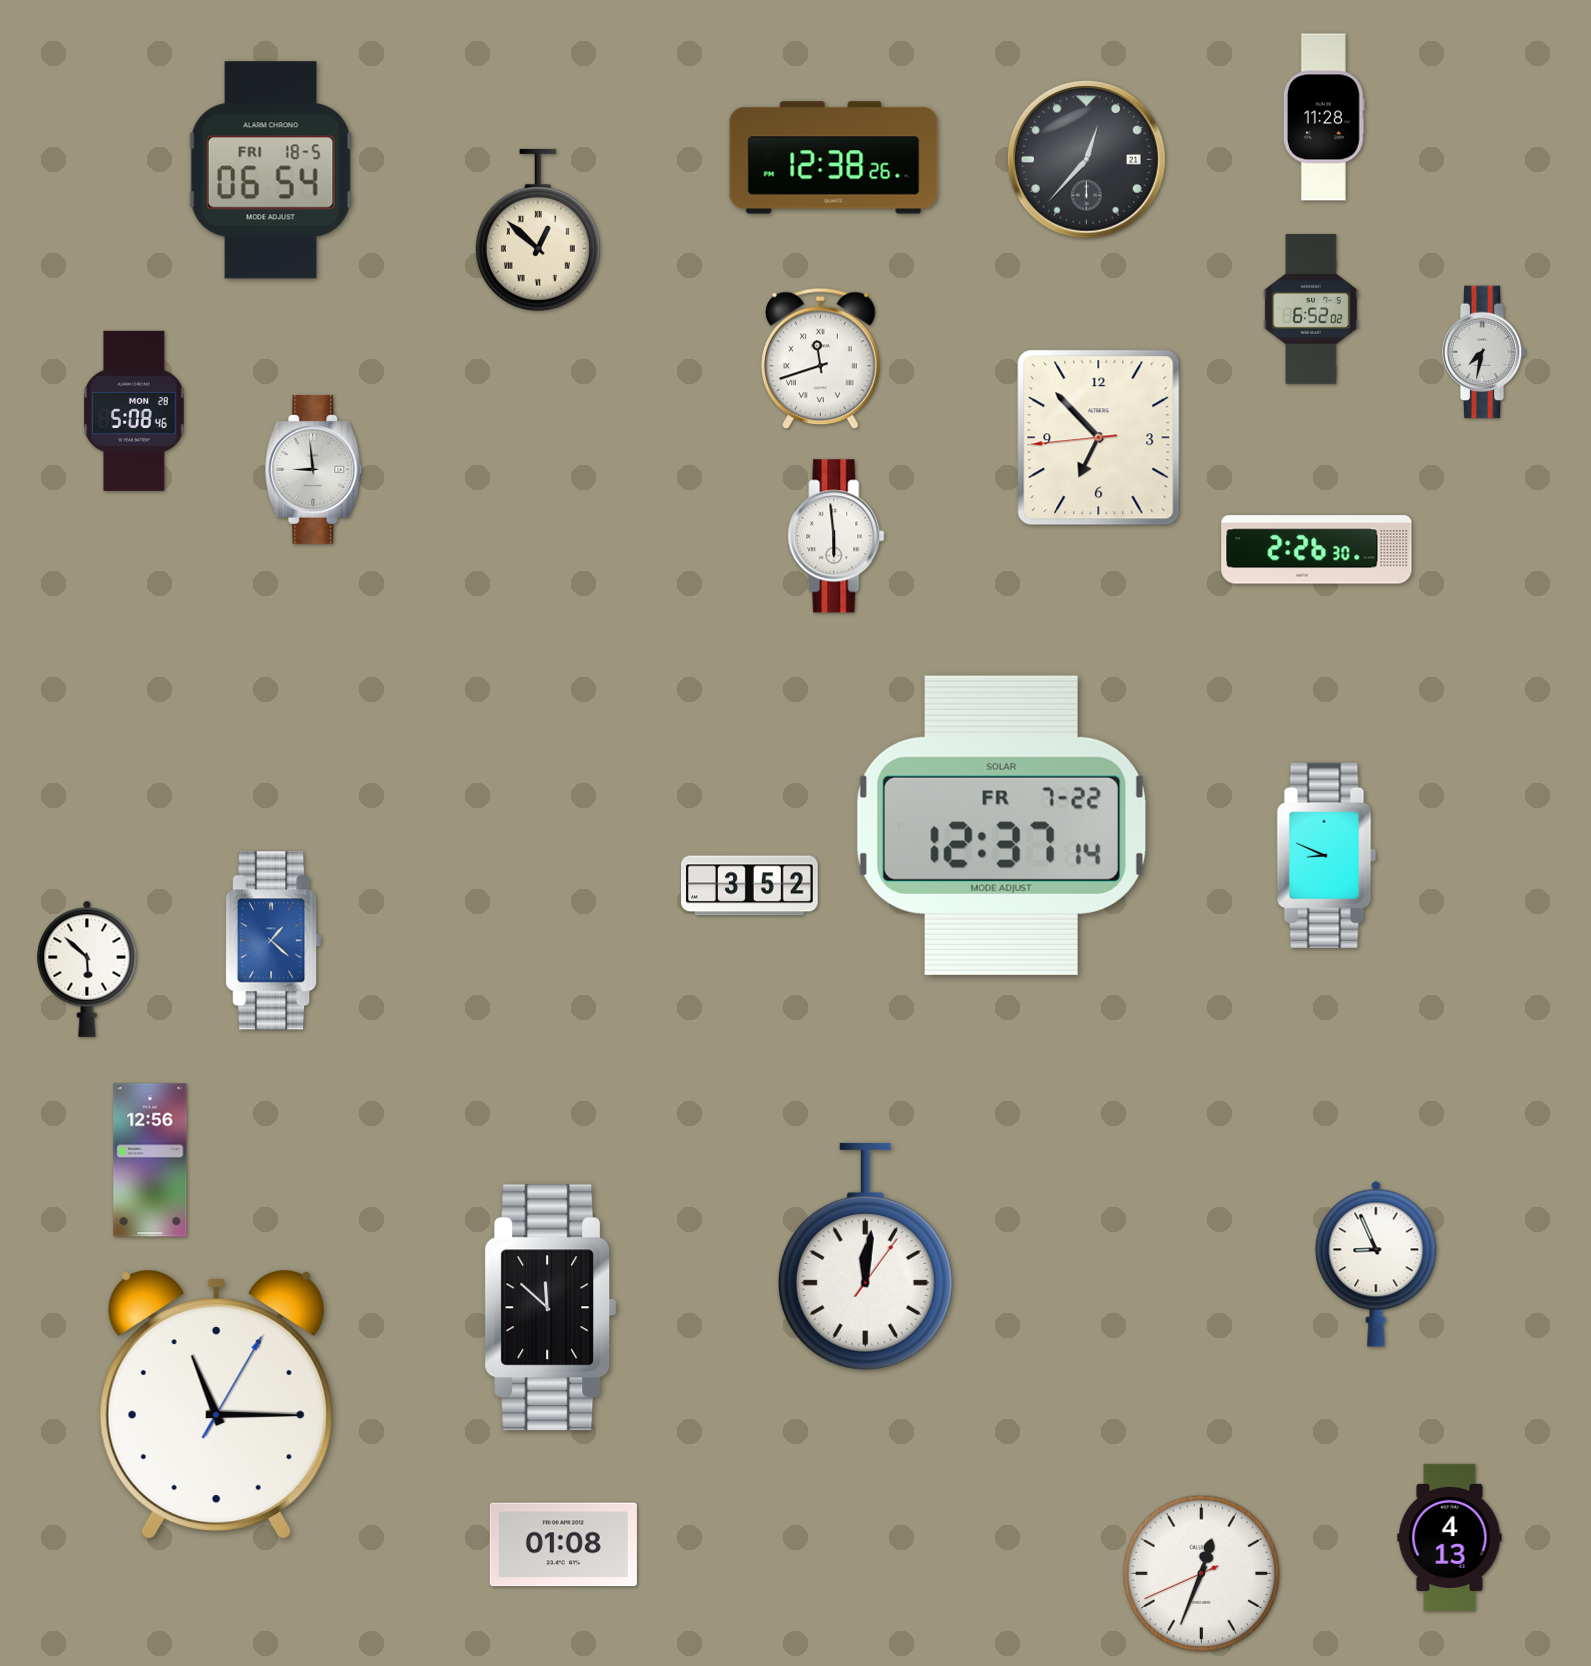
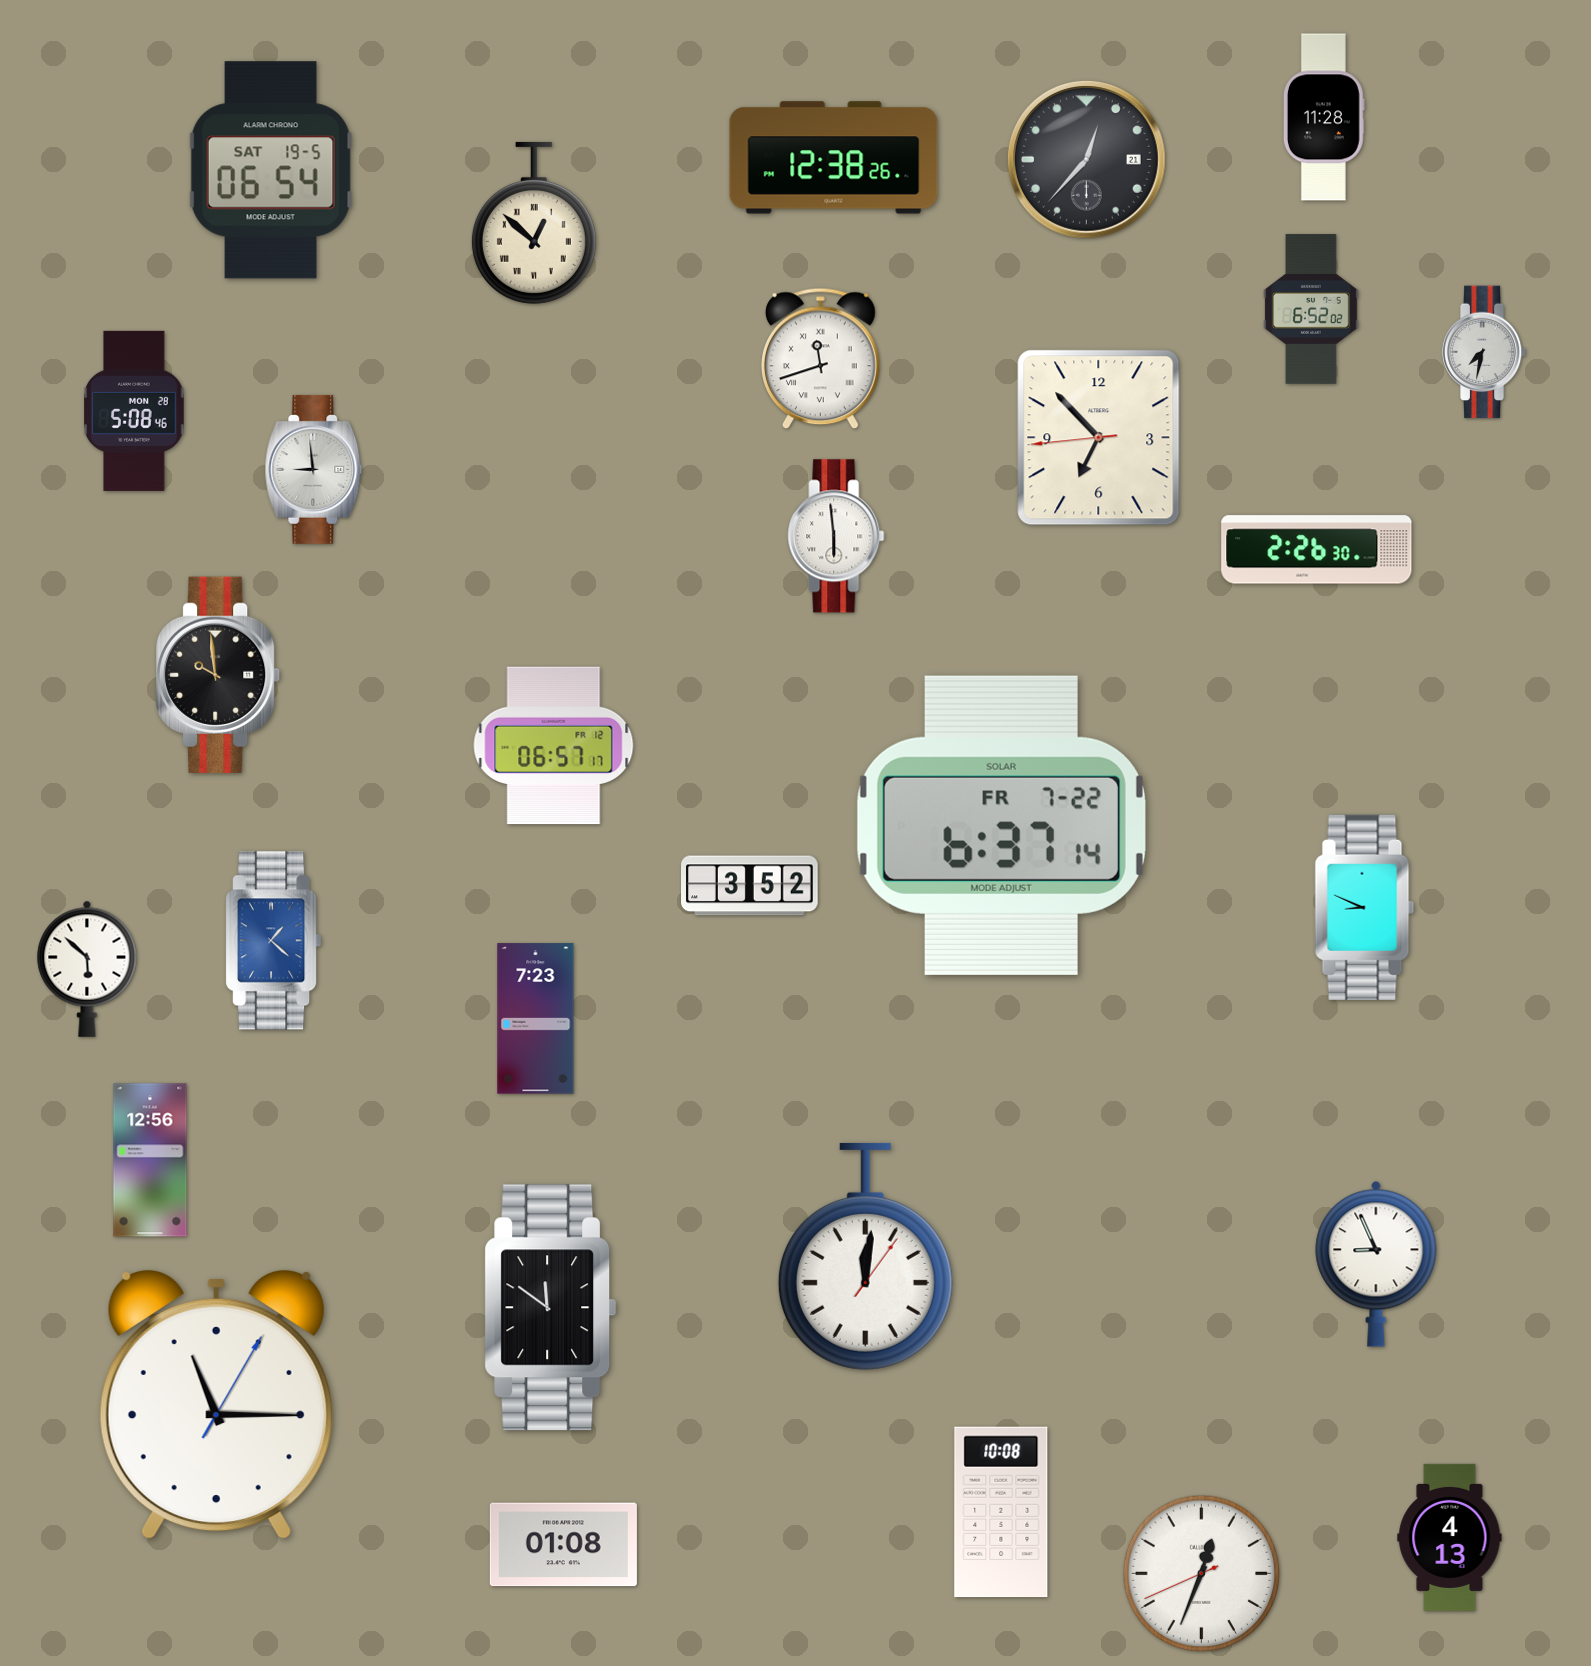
clock at (271, 170) date: FRI 18-5 -> SAT 19-5
clock at (538, 230) position: (538, 230) -> (534, 223)
clock at (219, 674): none -> 9:59
clock at (554, 746): none -> 06:57
clock at (1001, 825): 12:37 -> 6:37
clock at (1327, 855) position: (1327, 855) -> (1365, 907)
clock at (536, 1019): none -> 7:23
clock at (551, 1308): 11:52 -> 11:51
clock at (1001, 1512): none -> 10:08
